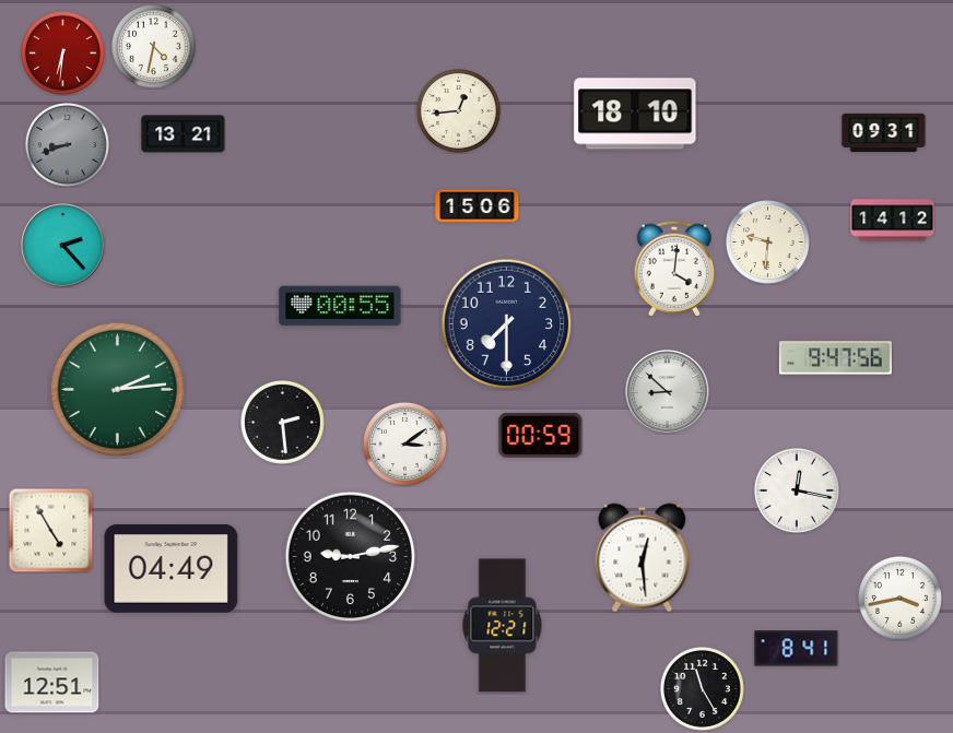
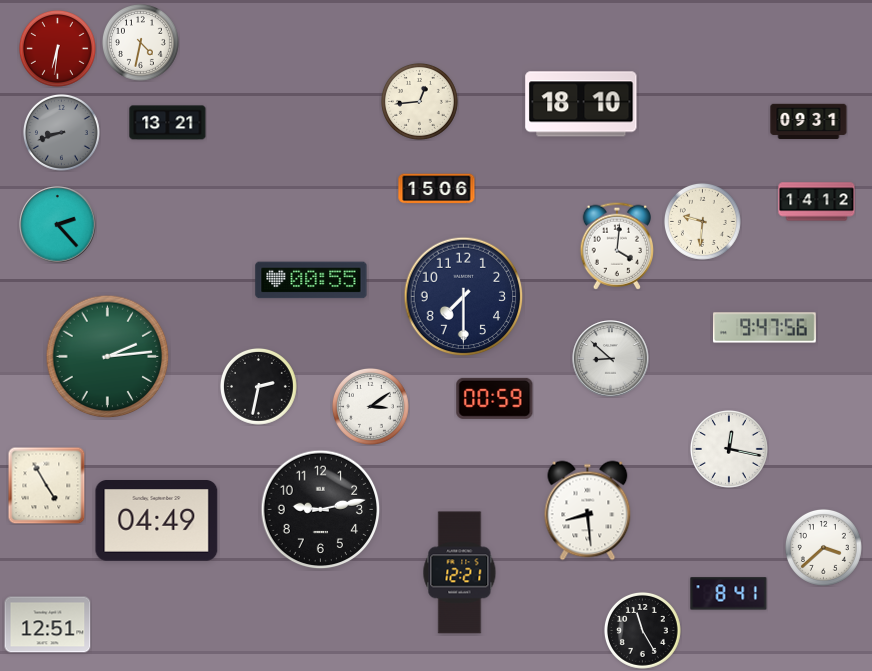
clock at (282, 422): 2:29 -> 2:32
clock at (643, 558): 12:29 -> 8:29
clock at (899, 598): 3:43 -> 3:38
